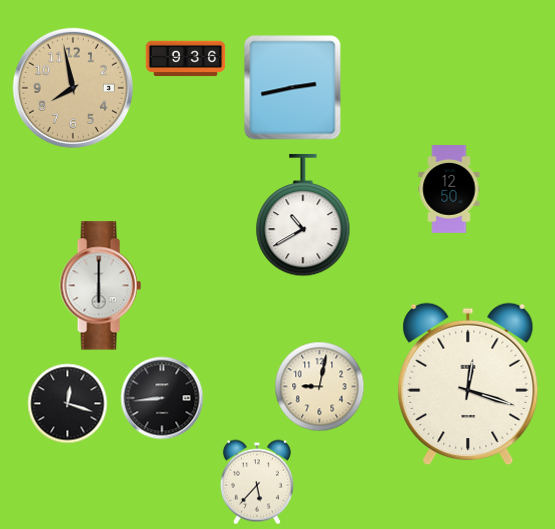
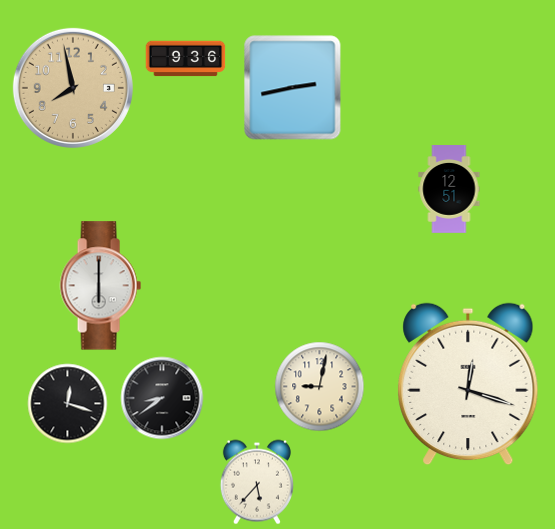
clock at (449, 190): 12:50 -> 12:51
clock at (303, 215): 10:40 -> none
clock at (162, 398): 8:44 -> 8:39
